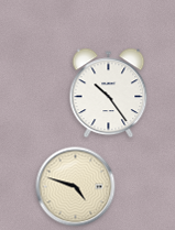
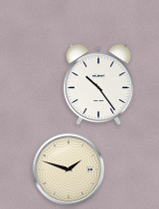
clock at (76, 187): 4:48 -> 1:48
